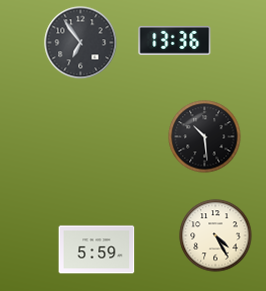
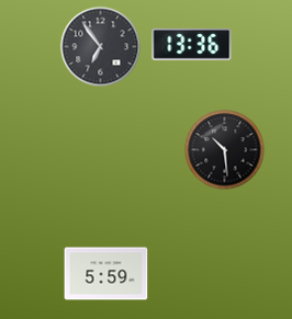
clock at (81, 43) position: (81, 43) -> (101, 47)
clock at (216, 236): 4:25 -> none
